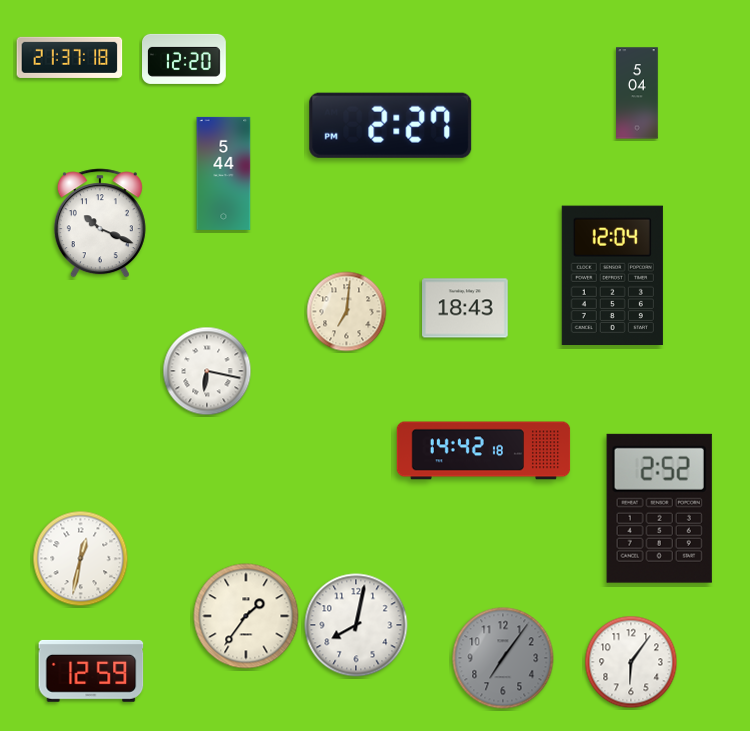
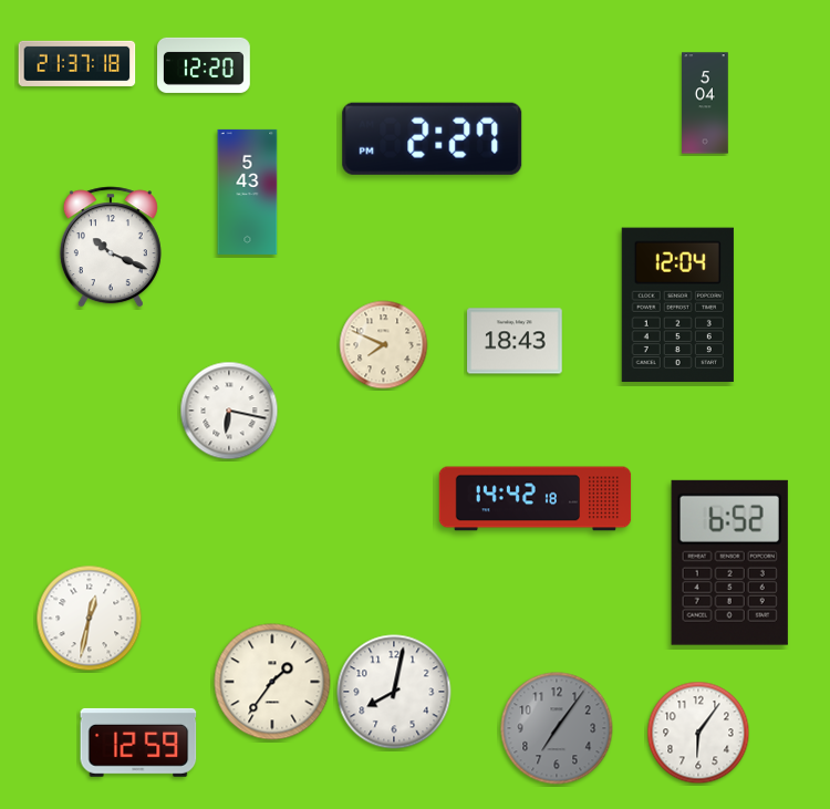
clock at (224, 173): 5:44 -> 5:43
clock at (347, 312): 7:01 -> 7:49
clock at (659, 508): 2:52 -> 6:52
clock at (91, 671) position: (91, 671) -> (138, 743)
